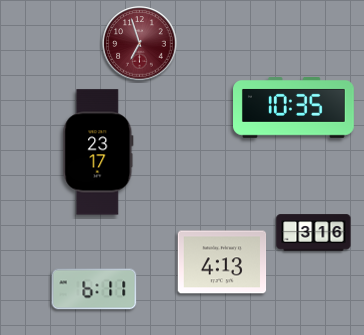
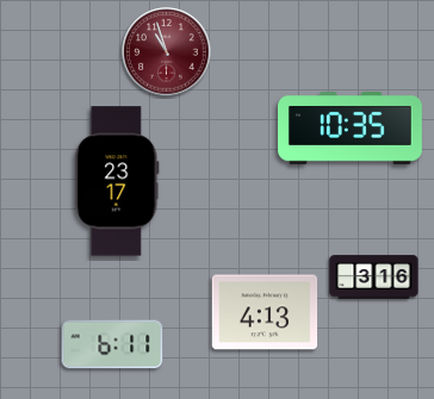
clock at (140, 44): 6:57 -> 10:57
